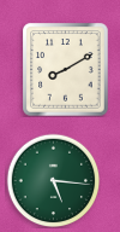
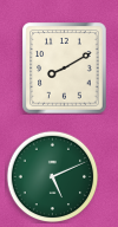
clock at (53, 180): 5:16 -> 5:11
